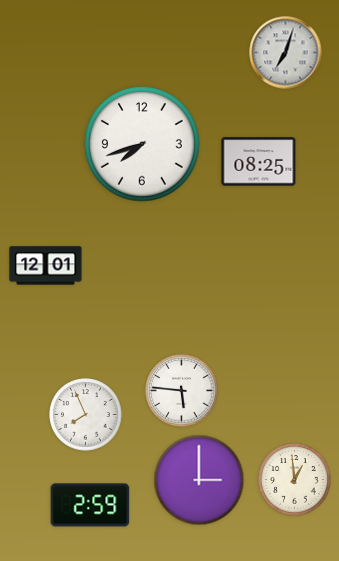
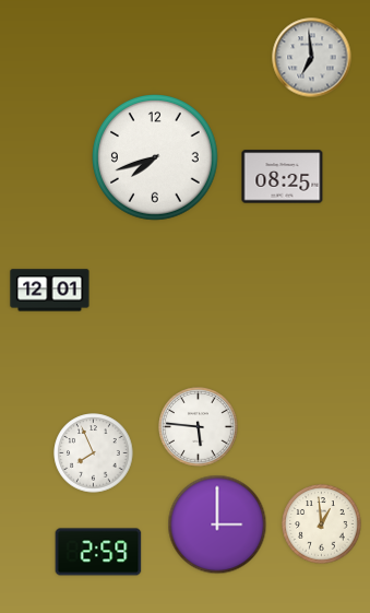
clock at (286, 53): 7:03 -> 6:59
